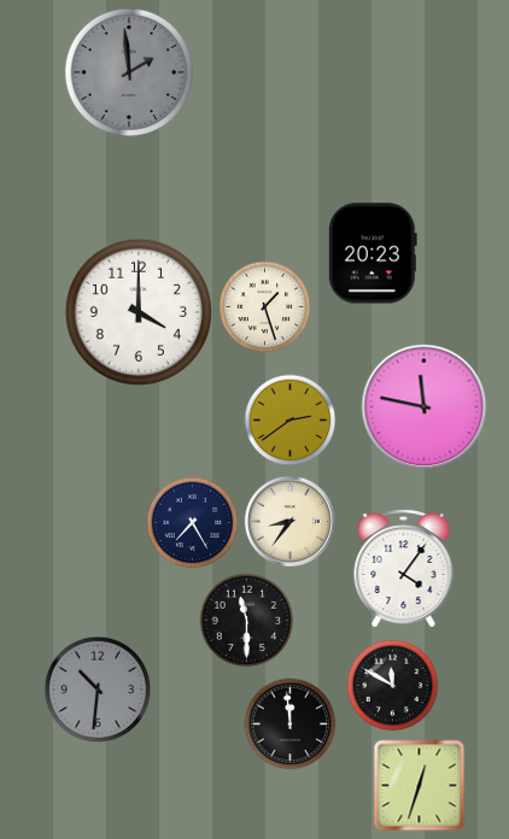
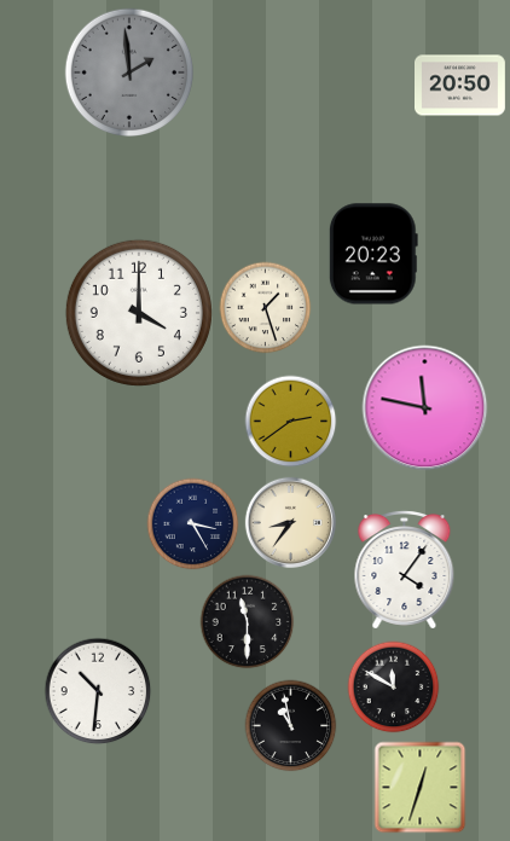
clock at (460, 86): none -> 20:50
clock at (193, 523): 7:25 -> 3:25
clock at (98, 690) dial: grey -> white
clock at (291, 724): 11:59 -> 10:58
